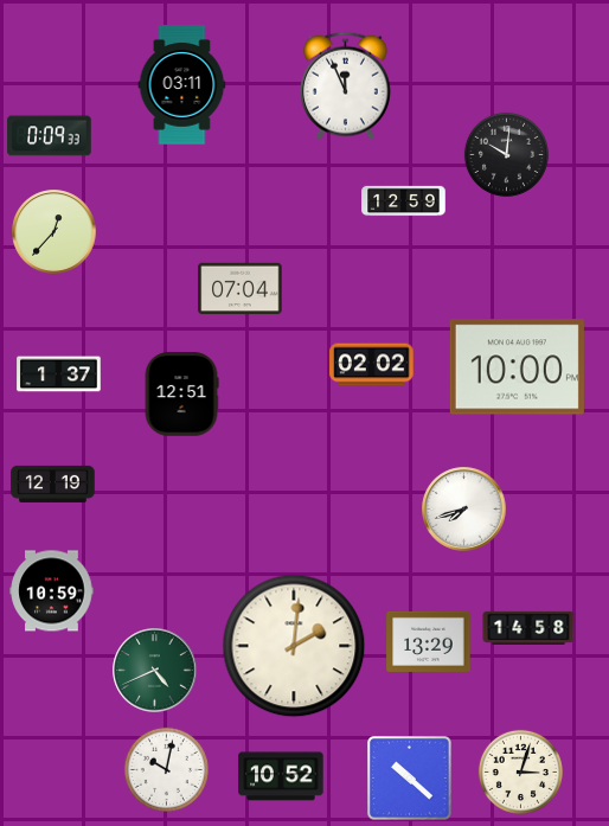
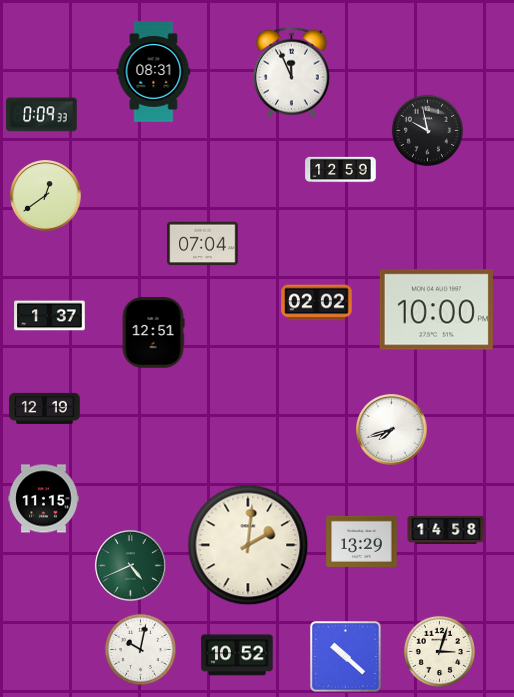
clock at (182, 85): 03:11 -> 08:31
clock at (506, 154): 10:01 -> 9:58
clock at (55, 232): 12:37 -> 12:39
clock at (372, 365) position: (372, 365) -> (317, 303)
clock at (52, 591): 10:59 -> 11:15
